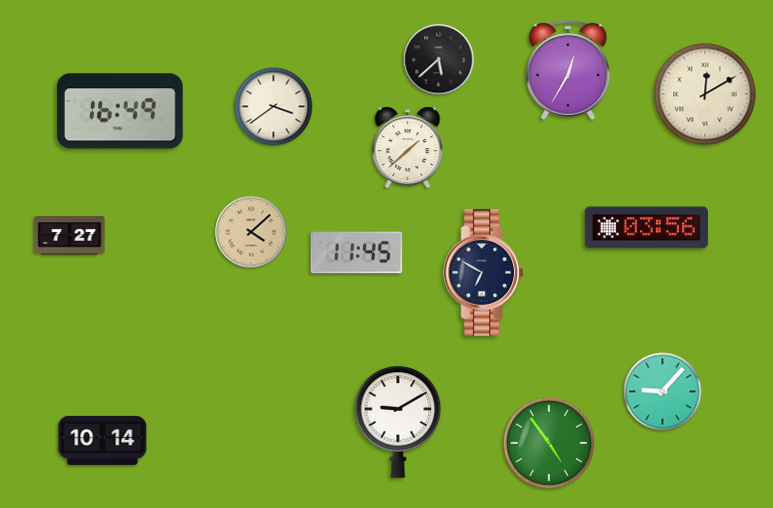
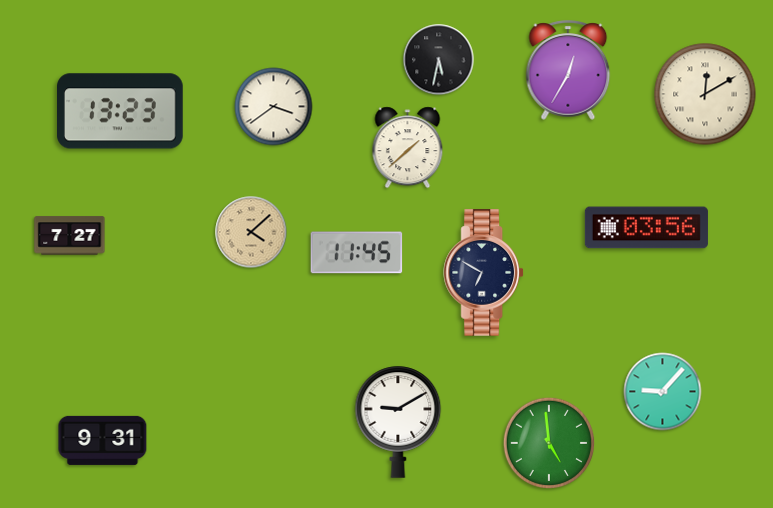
clock at (439, 60): 5:38 -> 5:32
clock at (121, 111): 16:49 -> 13:23
clock at (103, 440): 10:14 -> 9:31
clock at (548, 442): 4:54 -> 4:59
